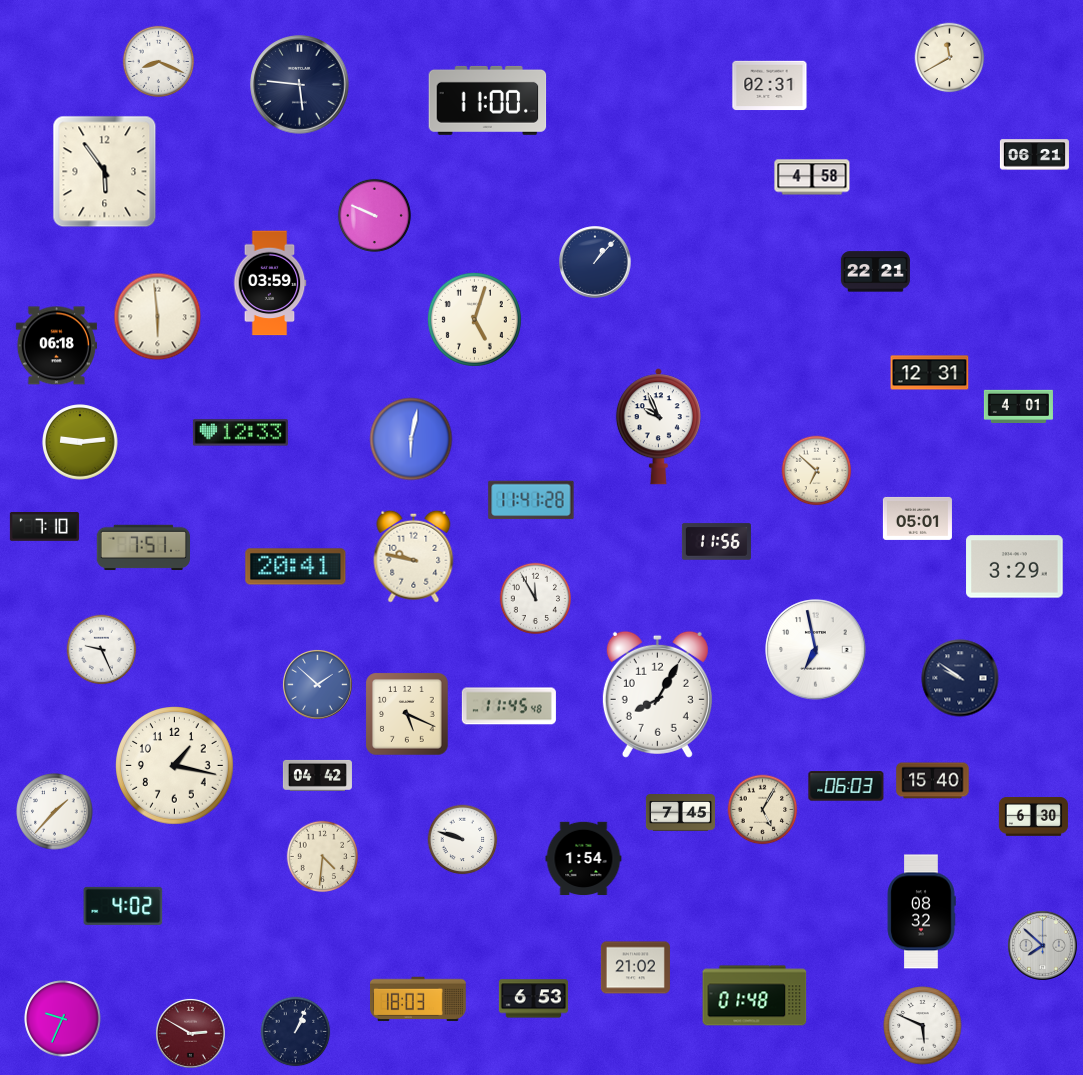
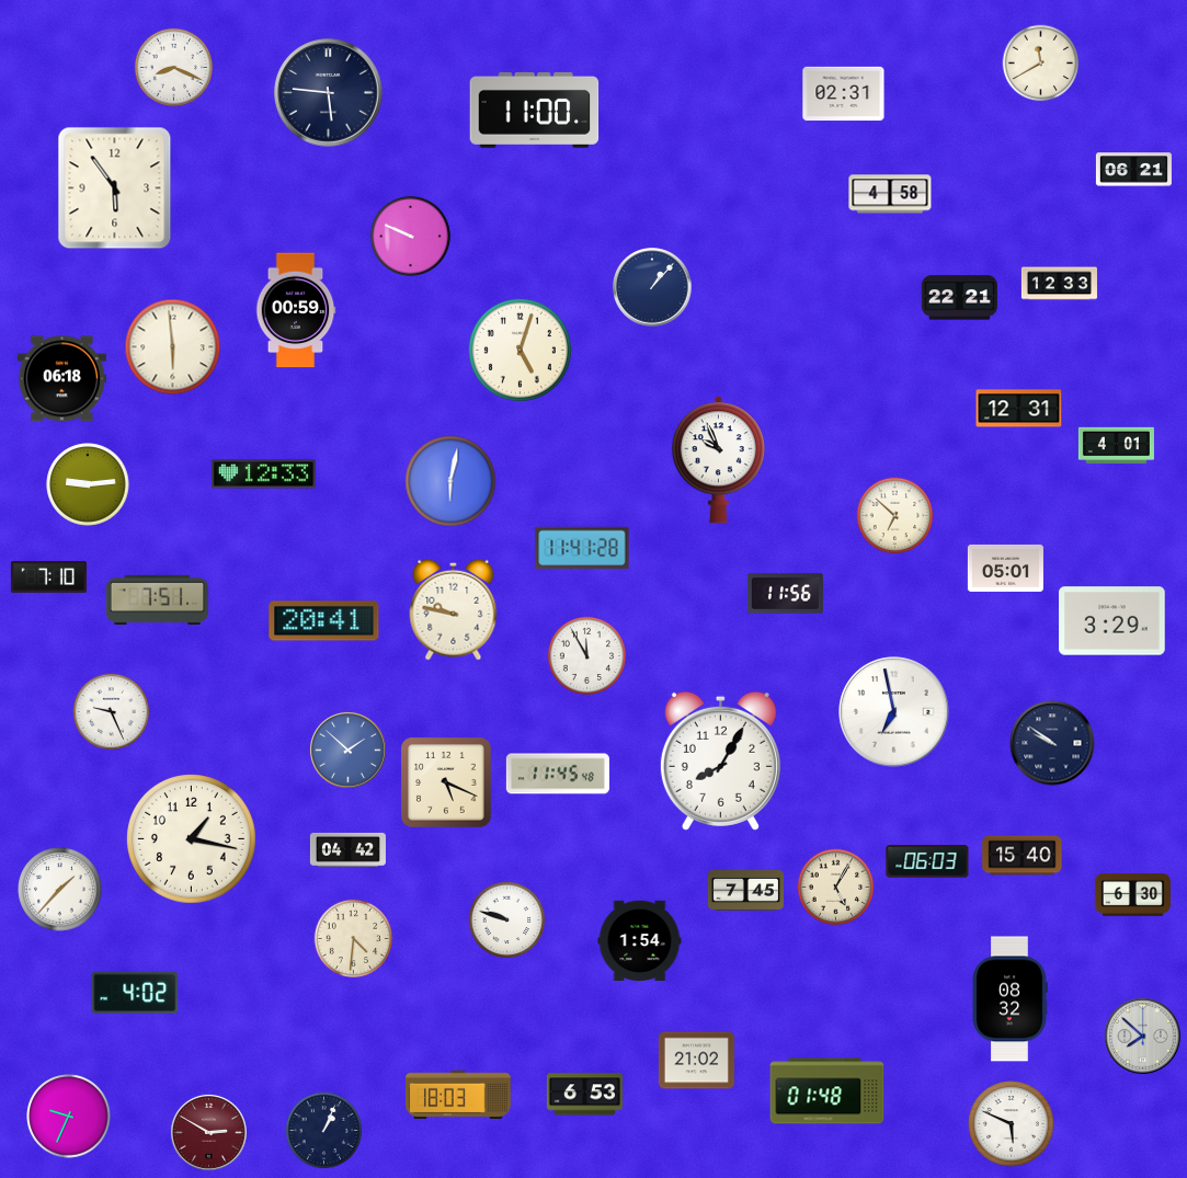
clock at (1059, 284): none -> 12:33
clock at (270, 283): 03:59 -> 00:59
clock at (658, 427) position: (658, 427) -> (718, 460)
